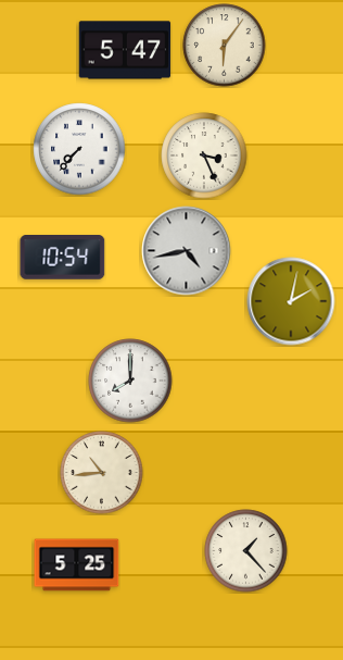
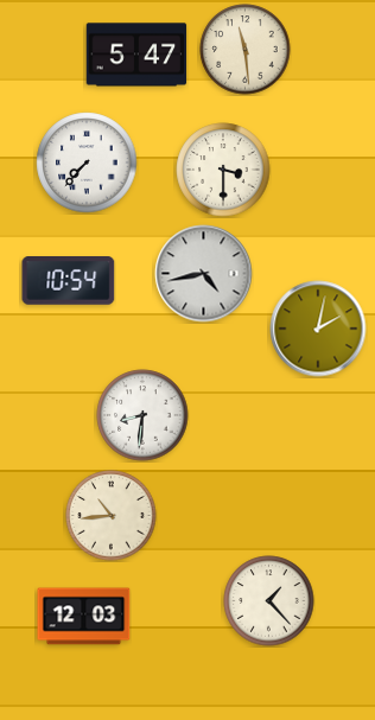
clock at (225, 46): 6:06 -> 11:29
clock at (204, 155): 3:26 -> 3:30
clock at (130, 381): 8:00 -> 8:31
clock at (77, 565): 5:25 -> 12:03
